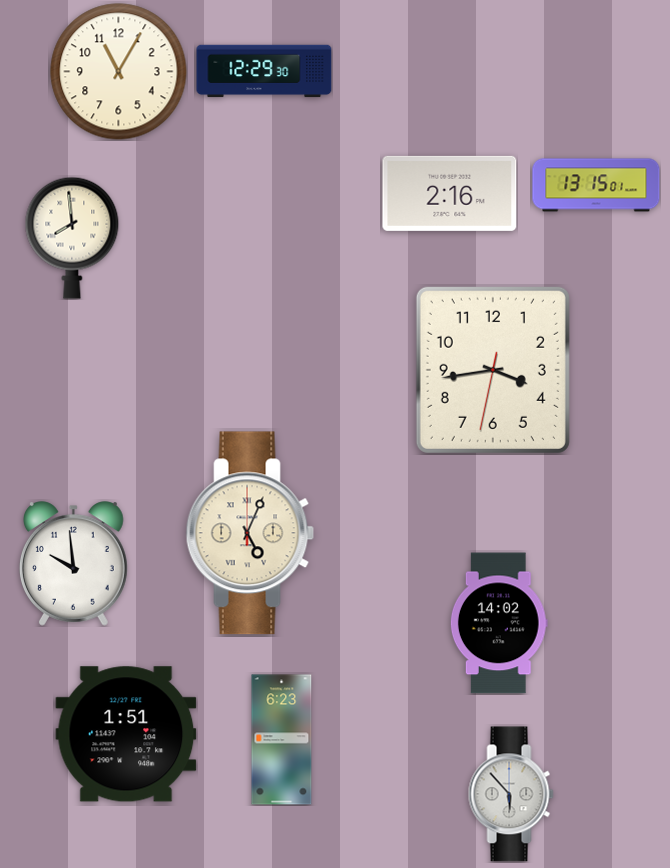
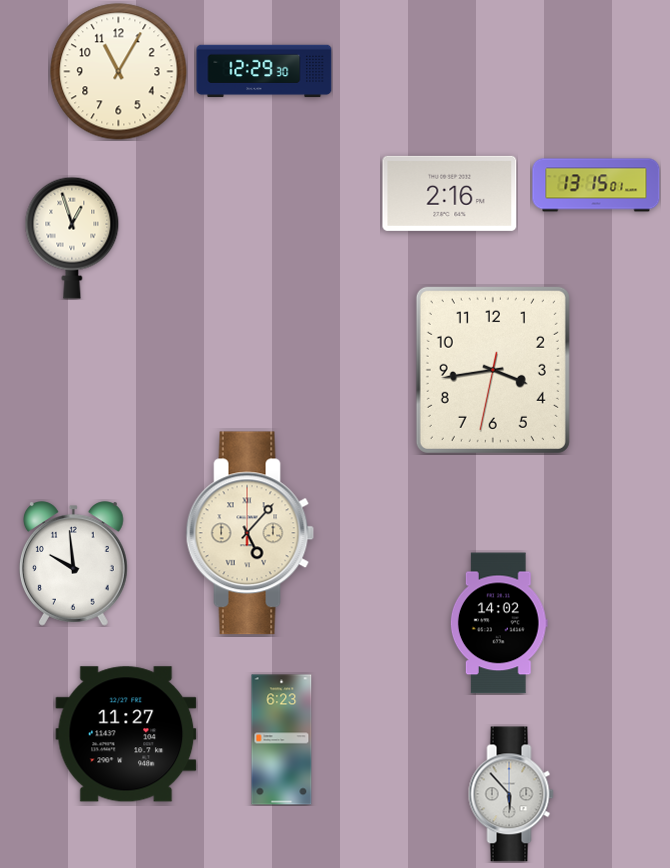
clock at (72, 238): 7:59 -> 12:57
clock at (250, 533): 5:04 -> 5:07
clock at (126, 734): 1:51 -> 11:27
